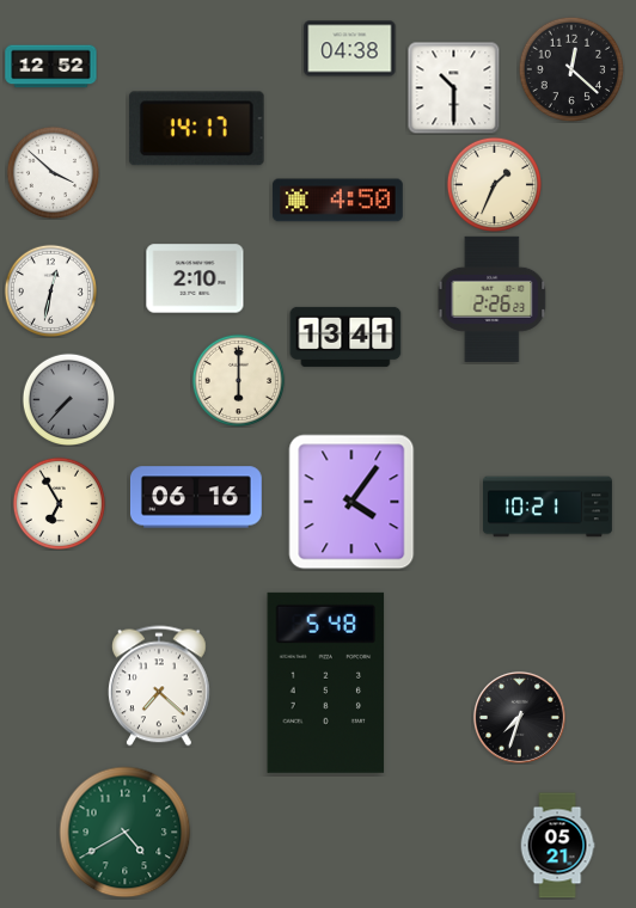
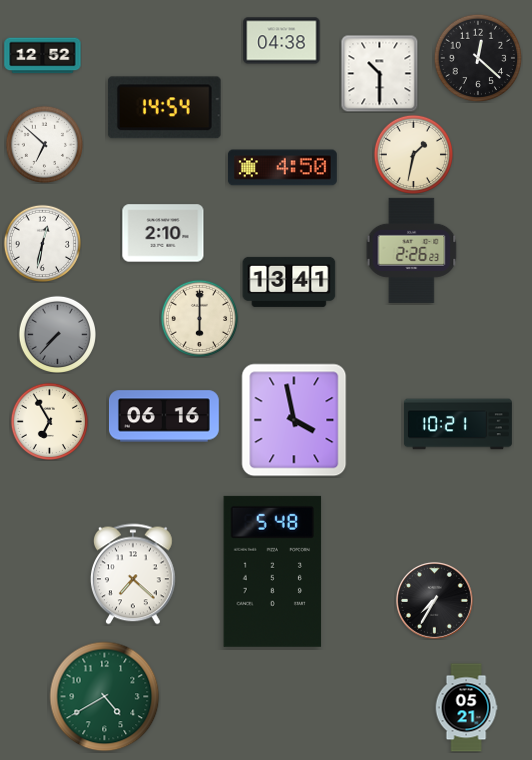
clock at (350, 49) position: (350, 49) -> (282, 41)
clock at (196, 129): 14:17 -> 14:54
clock at (53, 172): 3:52 -> 6:52
clock at (494, 184): 1:34 -> 1:32
clock at (351, 502): 4:06 -> 3:58
clock at (519, 717): 7:33 -> 7:35
